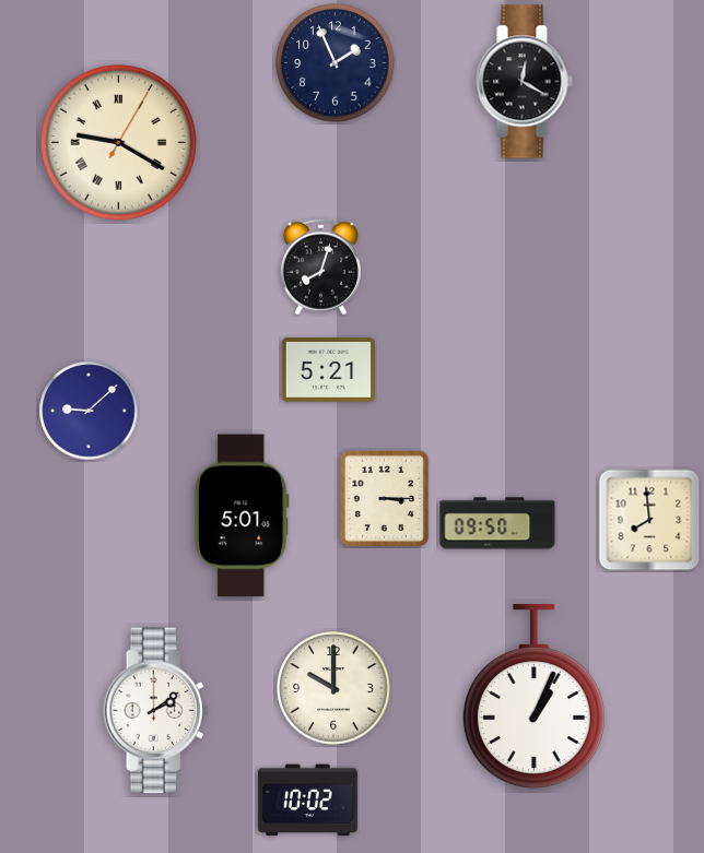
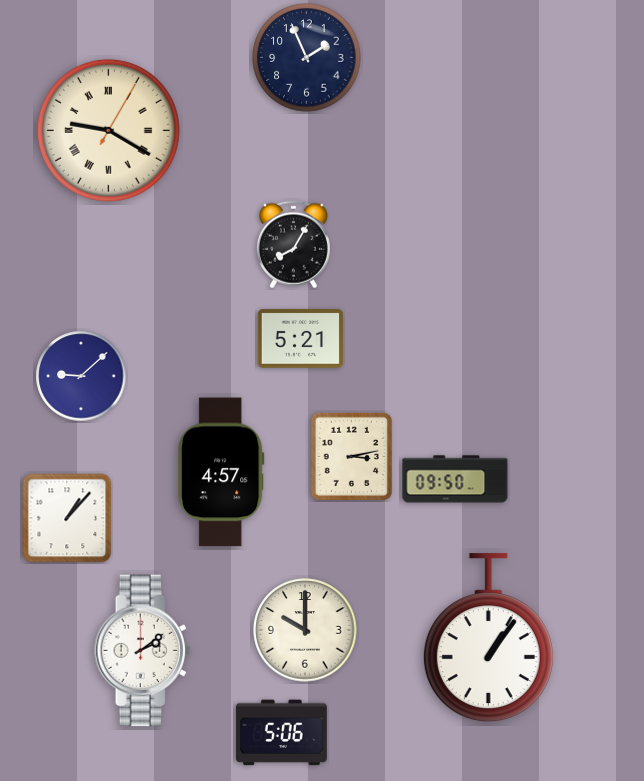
clock at (524, 82): 12:20 -> none
clock at (320, 268): 8:03 -> 8:05
clock at (384, 498): 3:15 -> 3:13
clock at (242, 516): 5:01 -> 4:57
clock at (649, 520): 7:59 -> none
clock at (67, 518): none -> 1:07
clock at (533, 697): 1:04 -> 1:06
clock at (307, 801): 10:02 -> 5:06
